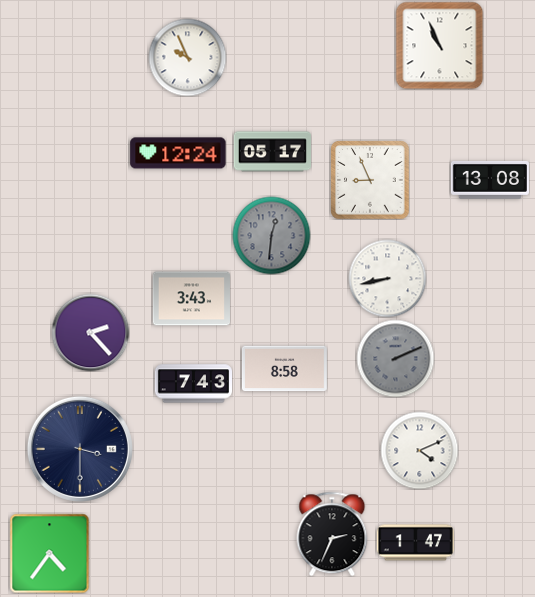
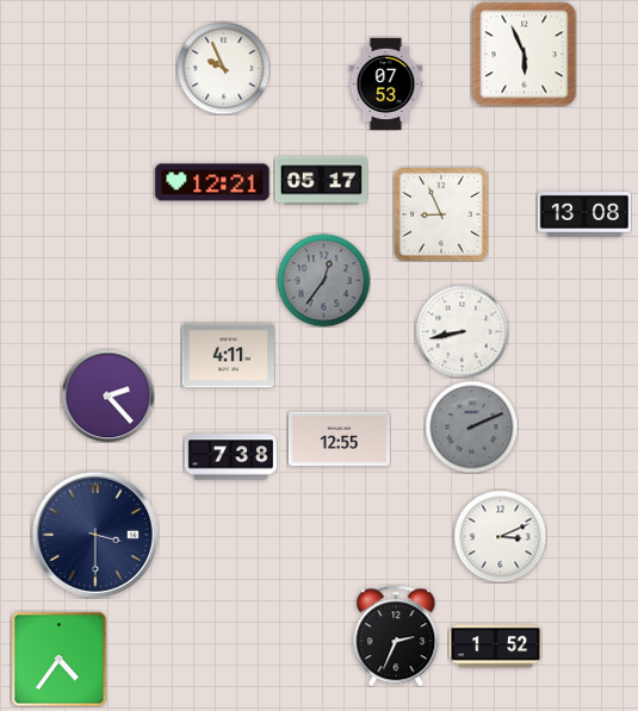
clock at (439, 45): 10:56 -> 5:56
clock at (386, 83): none -> 07:53
clock at (272, 152) position: (272, 152) -> (321, 181)
clock at (178, 153): 12:24 -> 12:21
clock at (271, 235): 12:31 -> 12:36
clock at (191, 299): 3:43 -> 4:11
clock at (284, 369): 8:58 -> 12:55
clock at (193, 384): 7:43 -> 7:38
clock at (419, 450): 4:11 -> 3:11
clock at (415, 543): 1:47 -> 1:52
